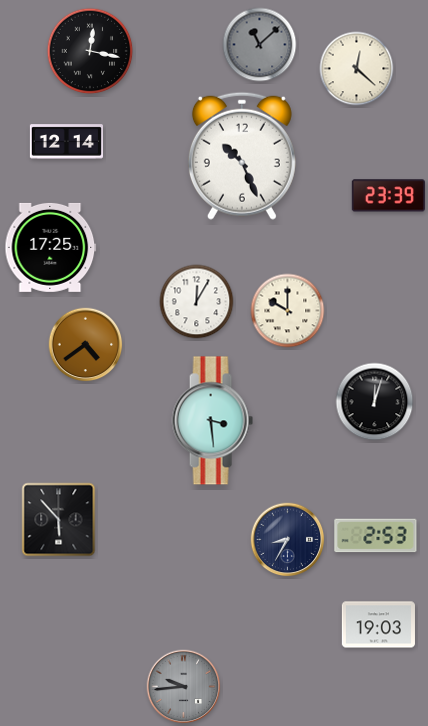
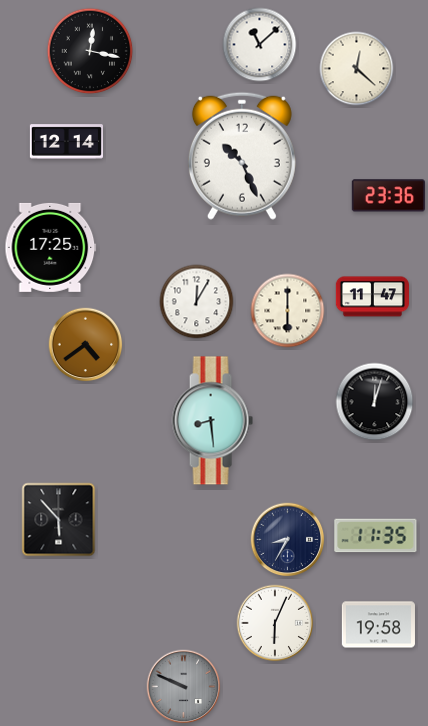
clock at (260, 45) dial: grey -> white
clock at (388, 196): 23:39 -> 23:36
clock at (372, 297): none -> 11:47
clock at (288, 311): 10:00 -> 6:00
clock at (212, 421): 3:29 -> 8:29
clock at (376, 536): 2:53 -> 11:35
clock at (275, 623): none -> 6:04
clock at (378, 625): 19:03 -> 19:58
clock at (184, 687): 9:44 -> 9:49
